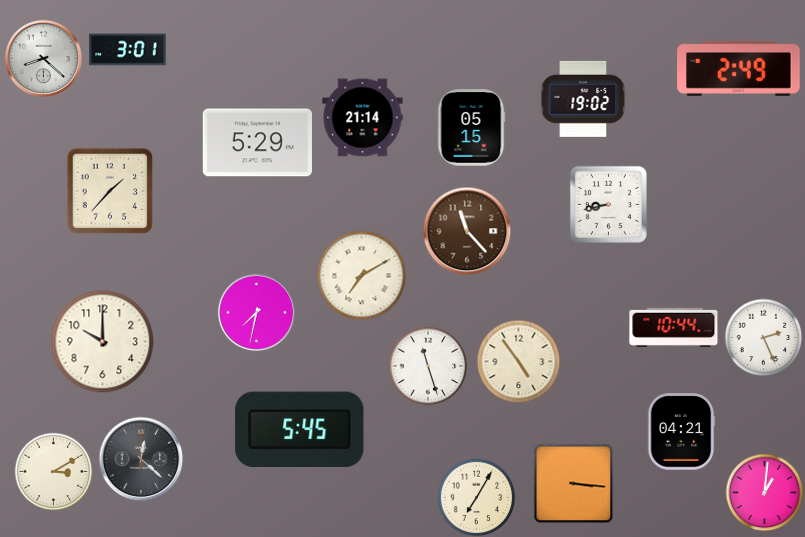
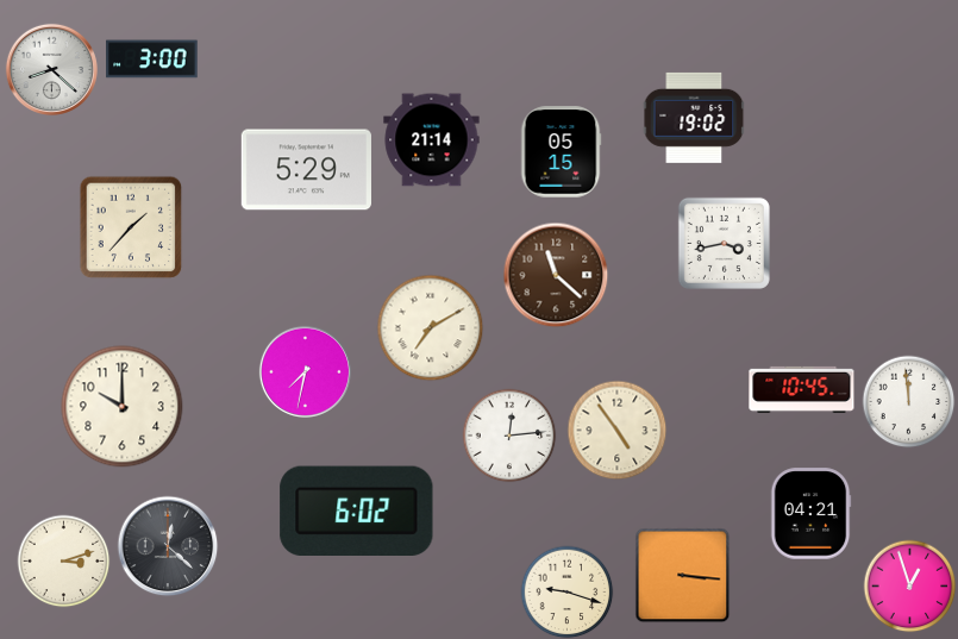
clock at (128, 50): 3:01 -> 3:00
clock at (739, 69): 2:49 -> none
clock at (608, 204): 8:43 -> 3:43
clock at (467, 231): 11:23 -> 11:22
clock at (674, 327): 10:44 -> 10:45
clock at (763, 337): 2:26 -> 11:59
clock at (428, 366): 11:27 -> 12:14
clock at (300, 429): 5:45 -> 6:02
clock at (53, 471): 3:10 -> 3:12
clock at (764, 492): 1:01 -> 12:57
clock at (476, 497): 7:05 -> 9:18
